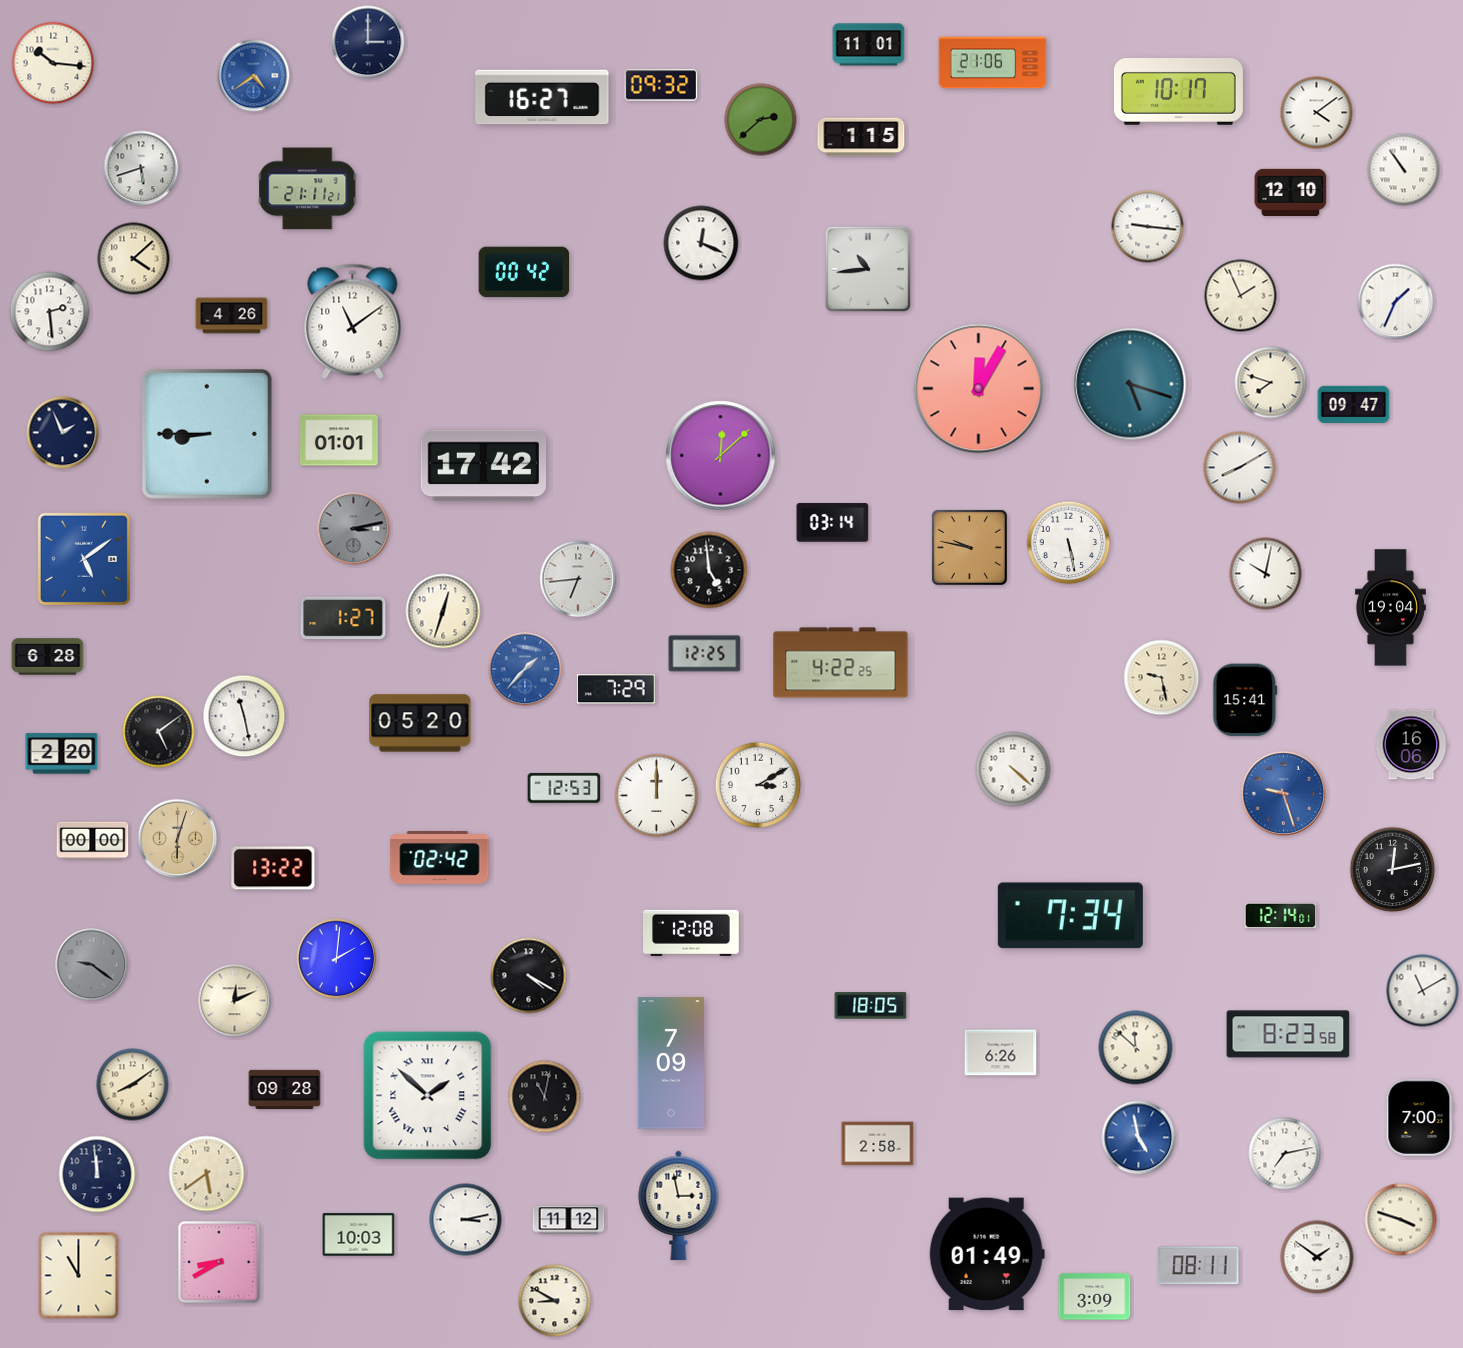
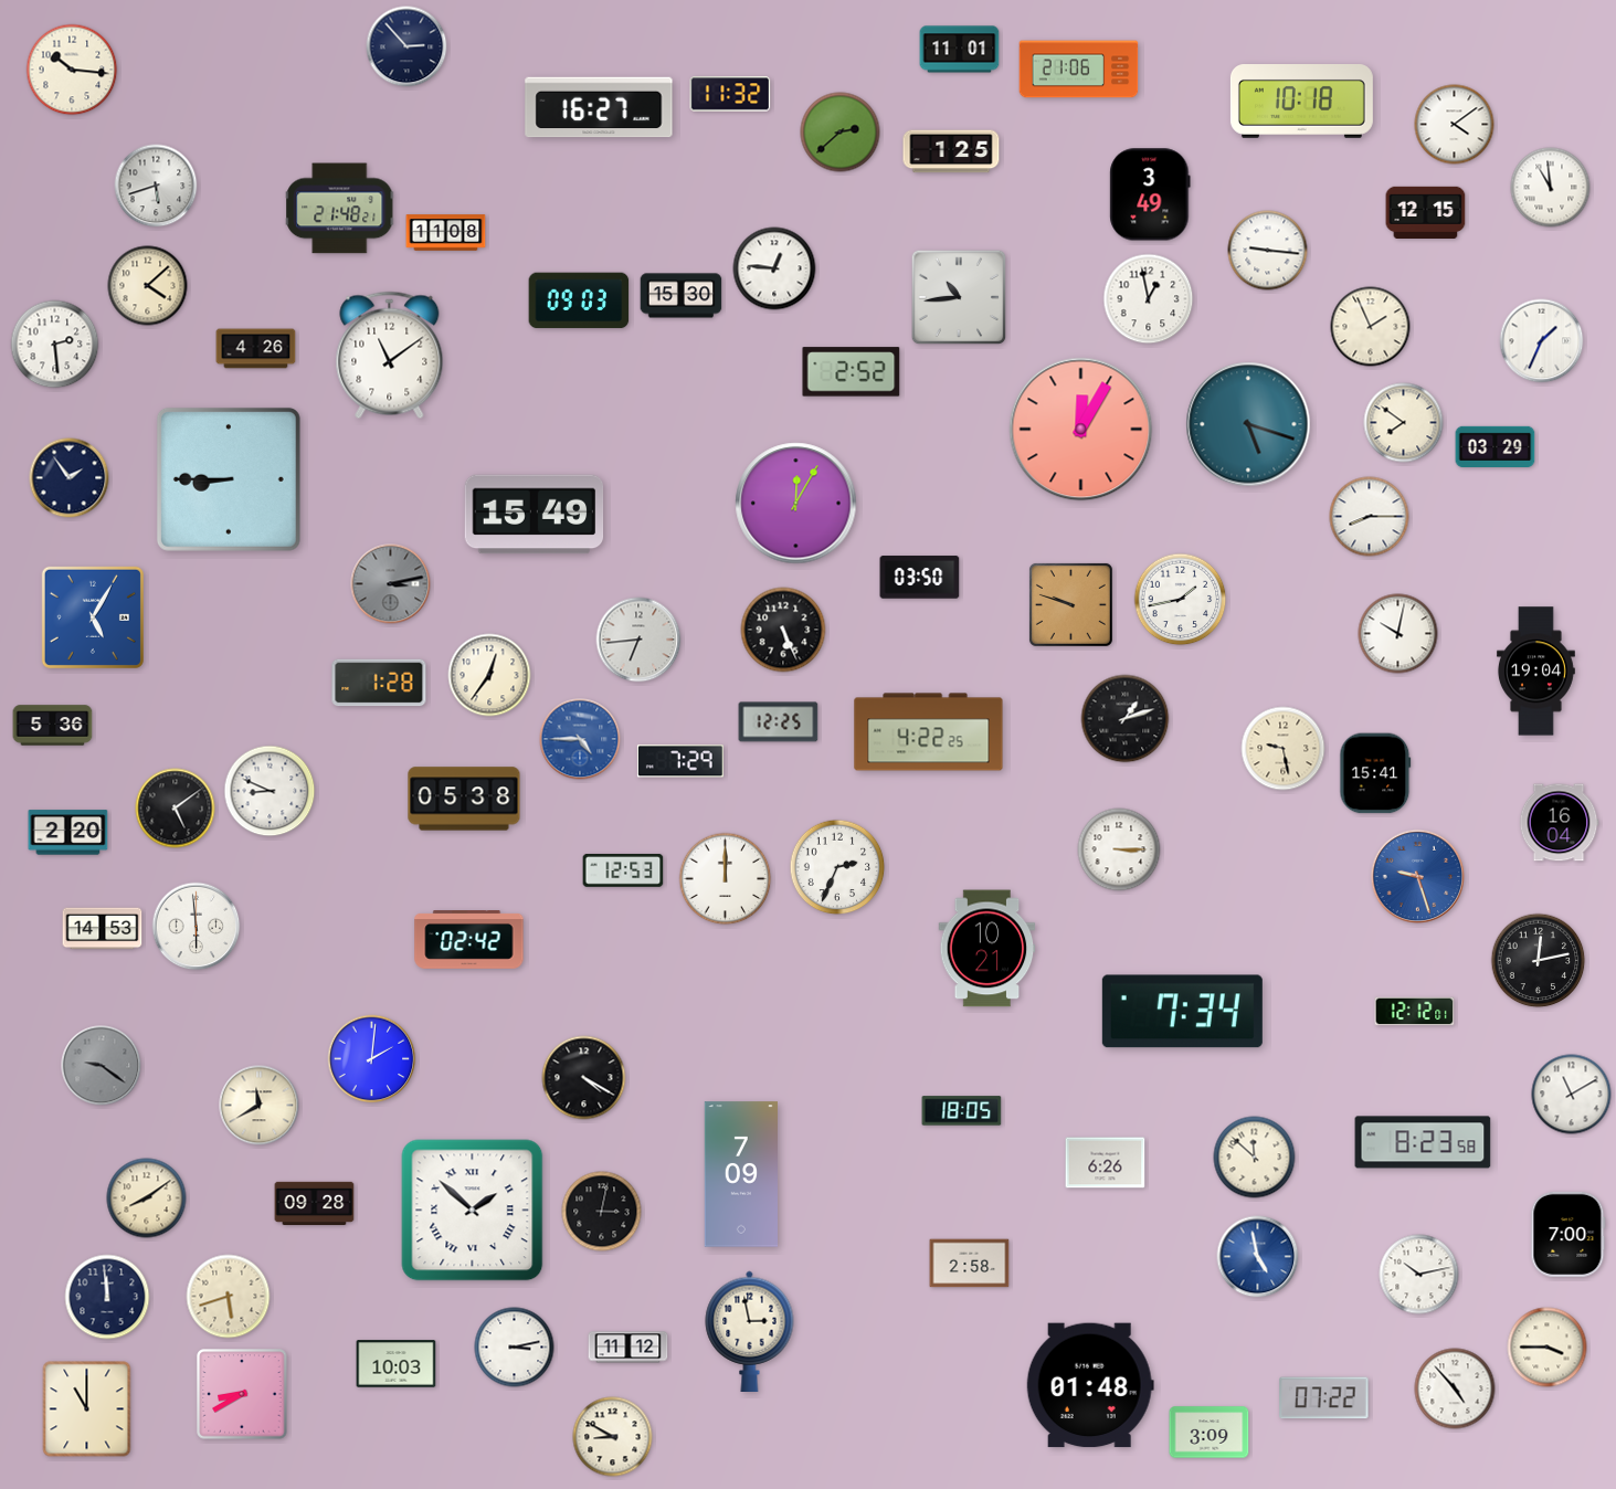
clock at (368, 42): 3:00 -> 2:53
clock at (53, 63) position: (53, 63) -> (72, 70)
clock at (993, 63) position: (993, 63) -> (1079, 70)
clock at (254, 76): 4:39 -> none
clock at (661, 85): 09:32 -> 11:32
clock at (1178, 92): 10:17 -> 10:18
clock at (861, 137): 1:15 -> 1:25
clock at (1404, 170): 10:54 -> 10:59
clock at (1150, 194): none -> 3:49
clock at (308, 189): 21:11 -> 21:48
clock at (1291, 192): 12:10 -> 12:15
clock at (446, 233): none -> 11:08
clock at (701, 243): 12:19 -> 12:46
clock at (682, 296): none -> 15:30
clock at (1149, 299): none -> 12:58
clock at (524, 272): 00:42 -> 09:03
clock at (1396, 302) position: (1396, 302) -> (1542, 341)
clock at (852, 372): none -> 2:52
clock at (1271, 383): 7:48 -> 7:51
clock at (1354, 404): 09:47 -> 03:29
clock at (63, 433): 1:56 -> 1:54
clock at (339, 440): 01:01 -> none
clock at (721, 456): 12:08 -> 12:05
clock at (484, 466): 17:42 -> 15:49
clock at (1240, 468): 8:10 -> 8:15
clock at (833, 523): 03:14 -> 03:50
clock at (1069, 543): 5:28 -> 1:43
clock at (969, 547): 9:47 -> 9:48
clock at (84, 559): 5:09 -> 5:05
clock at (709, 570): 4:59 -> 5:26
clock at (443, 611): 12:33 -> 12:36
clock at (343, 618): 1:27 -> 1:28
clock at (1126, 719): none -> 1:12
clock at (48, 657): 6:28 -> 5:36
clock at (525, 669): 1:37 -> 4:45
clock at (244, 716): 11:28 -> 8:49
clock at (420, 723): 05:20 -> 05:38
clock at (1411, 745): 16:06 -> 16:04
clock at (1013, 769): 4:22 -> 3:15
clock at (758, 785): 3:10 -> 2:34
clock at (178, 839): 6:03 -> 5:59
clock at (178, 839) dial: champagne -> white
clock at (93, 841): 00:00 -> 14:53
clock at (440, 858) position: (440, 858) -> (469, 940)
clock at (987, 949): none -> 10:21
clock at (273, 868): 13:22 -> none
clock at (1281, 916): 12:14 -> 12:12
clock at (692, 933): 12:08 -> none
clock at (235, 1001): 12:11 -> 11:40
clock at (545, 1097): 11:02 -> 3:02
clock at (1285, 1154): 7:13 -> 10:13
clock at (207, 1174): 5:39 -> 5:42
clock at (1401, 1220): 3:48 -> 3:45
clock at (987, 1254): 01:49 -> 01:48
clock at (1317, 1257): 1:51 -> 4:53
clock at (1199, 1266): 08:11 -> 07:22
